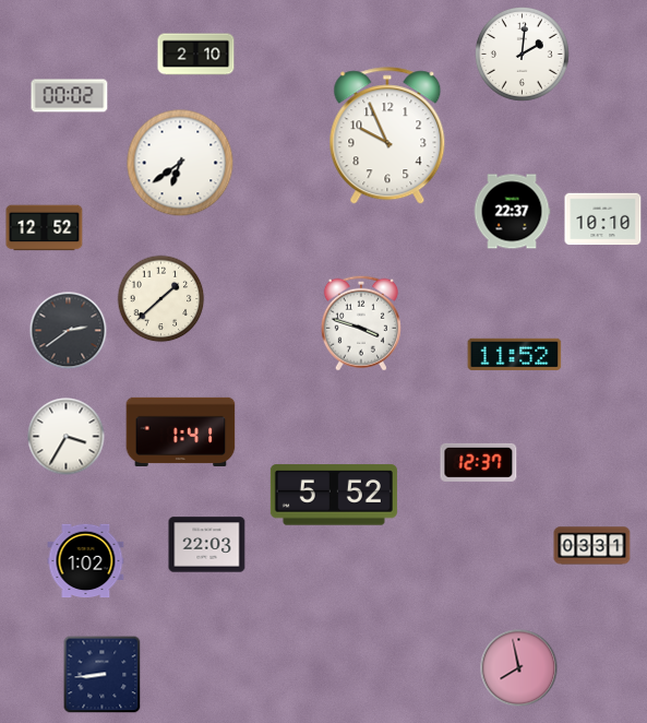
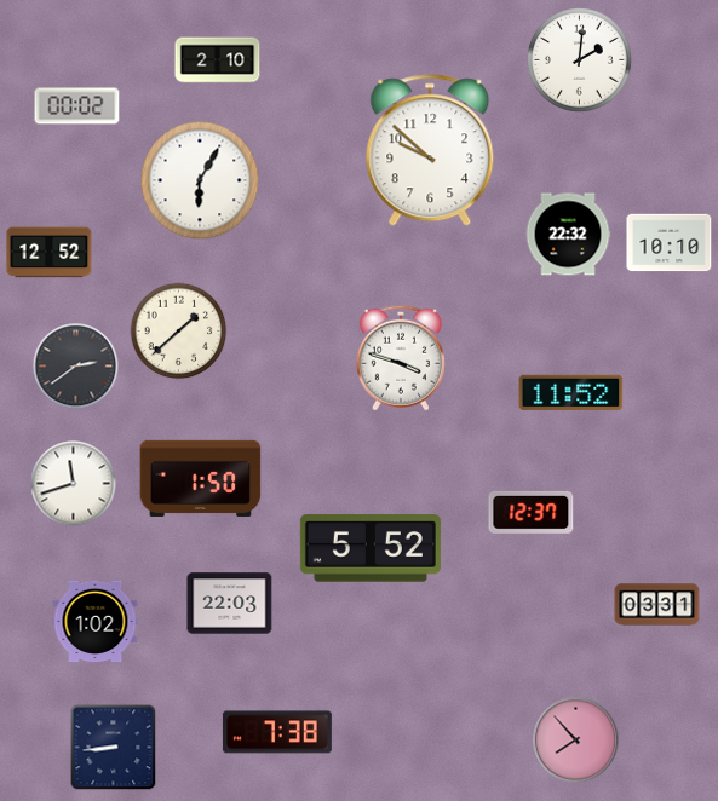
clock at (387, 137): 9:56 -> 9:52
clock at (180, 163): 6:39 -> 6:05
clock at (512, 212): 22:37 -> 22:32
clock at (181, 431): 1:41 -> 1:50
clock at (67, 437): 3:35 -> 11:42
clock at (277, 732): none -> 7:38
clock at (519, 668): 7:58 -> 7:53
